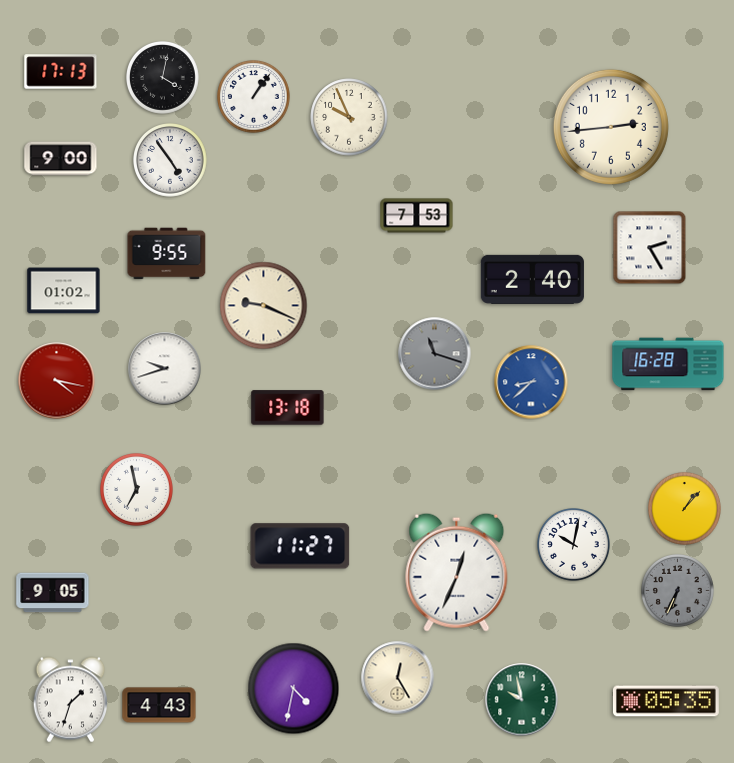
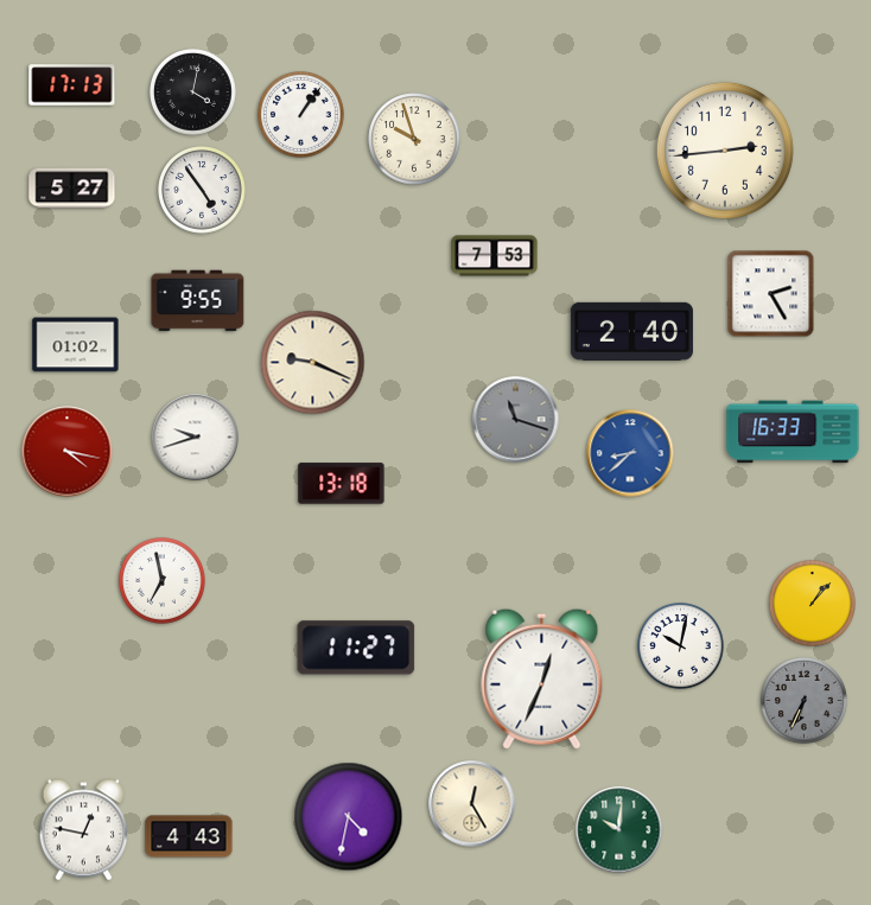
clock at (349, 117): 9:56 -> 9:57
clock at (61, 159): 9:00 -> 5:27
clock at (668, 364): 16:28 -> 16:33
clock at (53, 593): 9:05 -> none
clock at (70, 700): 1:33 -> 12:47
clock at (522, 700): 9:58 -> 10:01
clock at (667, 701): 05:35 -> none
